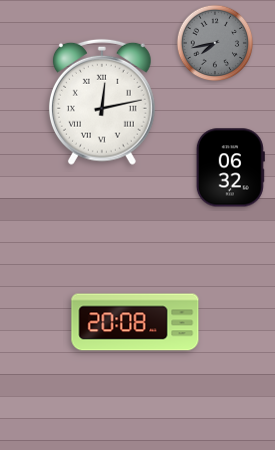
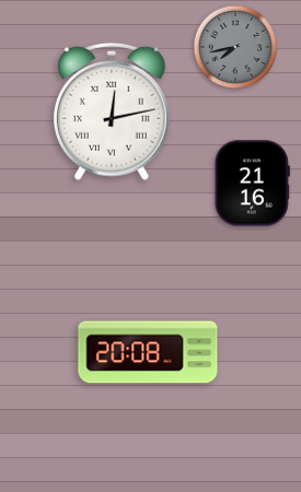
clock at (230, 168): 06:32 -> 21:16
